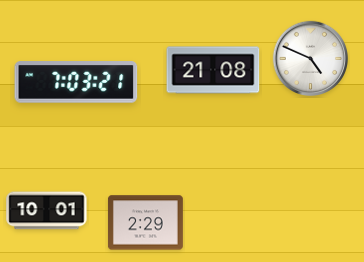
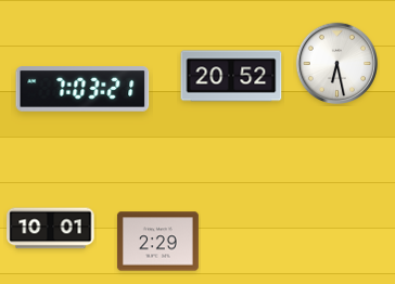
clock at (311, 59): 4:49 -> 6:28
clock at (213, 70): 21:08 -> 20:52
